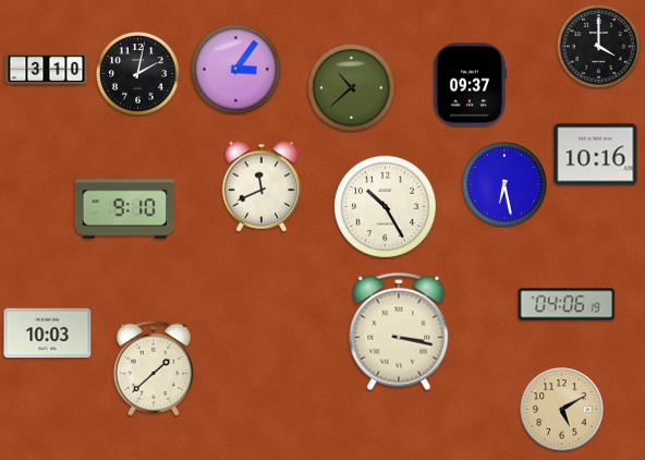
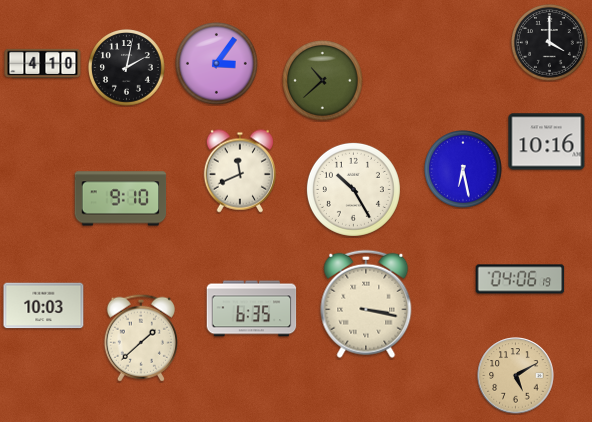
clock at (47, 70): 3:10 -> 4:10
clock at (470, 85): 09:37 -> none
clock at (125, 209) position: (125, 209) -> (121, 199)
clock at (252, 309): none -> 6:35
